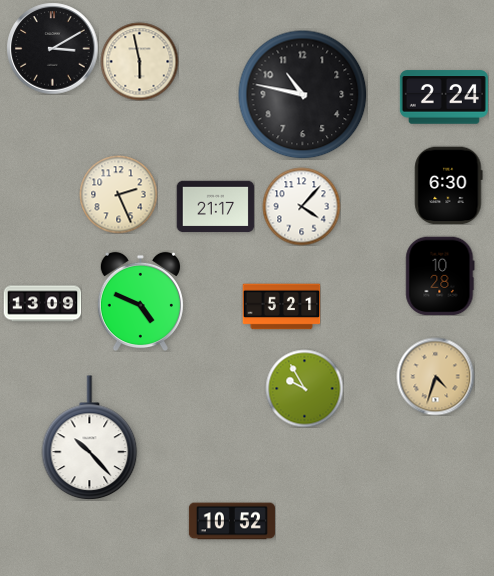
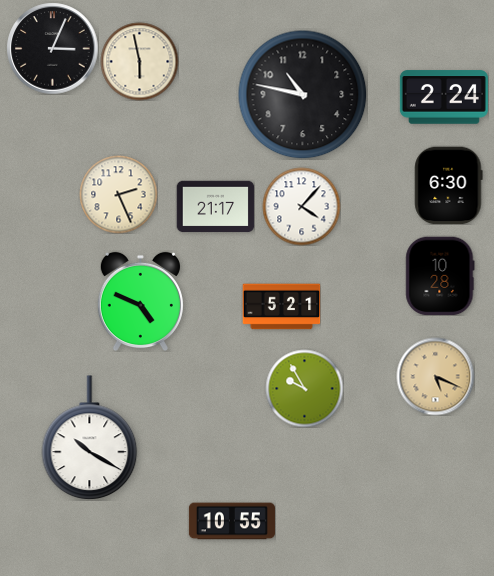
clock at (52, 48): 3:10 -> 3:04
clock at (42, 304): 13:09 -> none
clock at (435, 376): 4:33 -> 5:19
clock at (90, 437): 10:23 -> 10:20
clock at (232, 521): 10:52 -> 10:55
